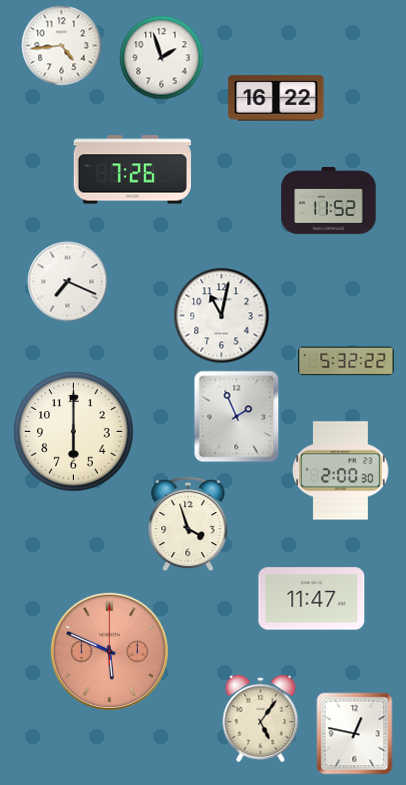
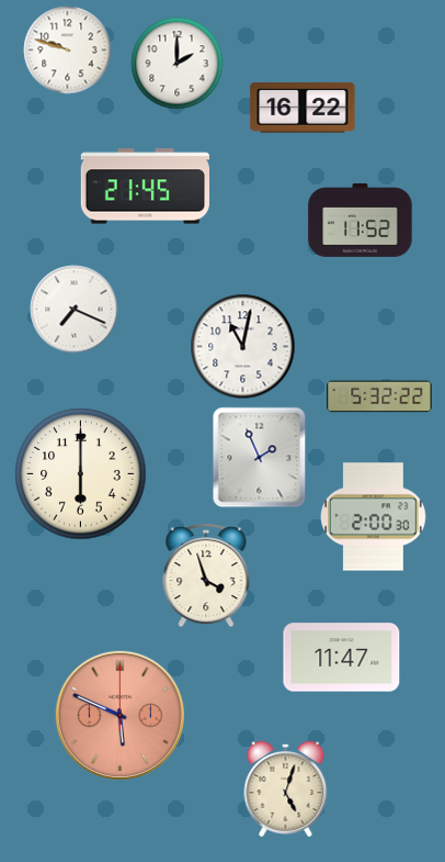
clock at (62, 46): 4:44 -> 9:48
clock at (162, 58): 1:57 -> 2:00
clock at (132, 170): 7:26 -> 21:45
clock at (261, 719): 5:06 -> 5:03
clock at (355, 734): 12:47 -> none
